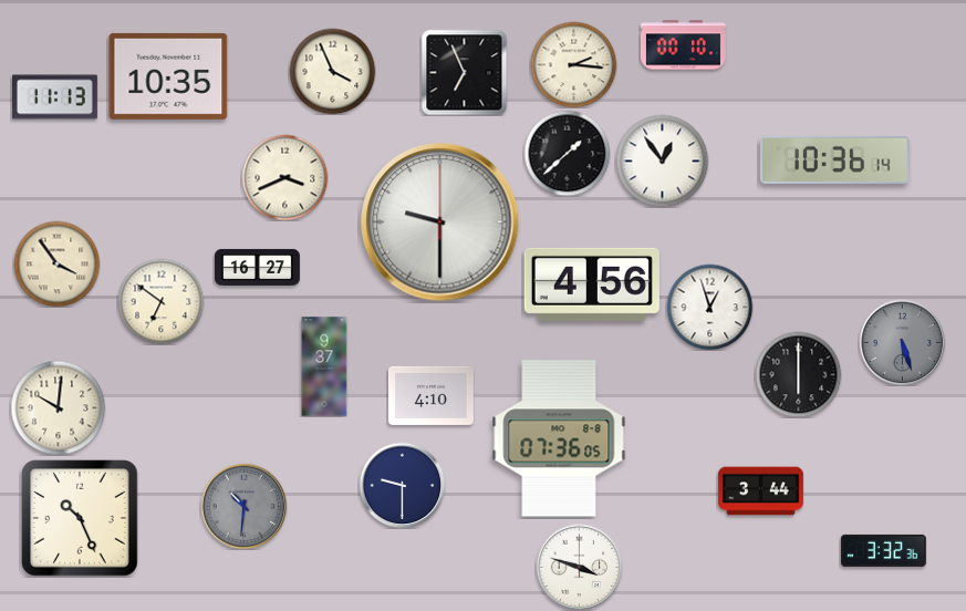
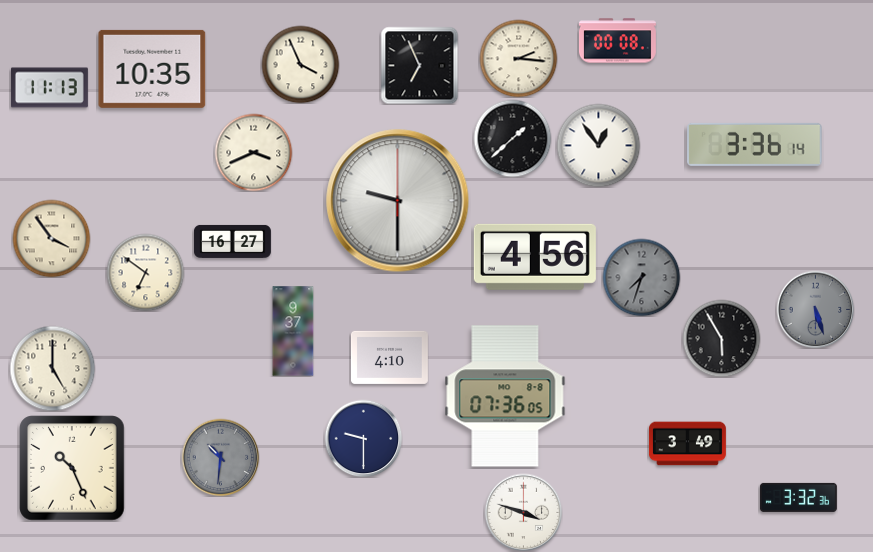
clock at (683, 45): 00:10 -> 00:08
clock at (835, 159): 10:36 -> 3:36
clock at (284, 177) position: (284, 177) -> (253, 152)
clock at (709, 307): 12:57 -> 7:33
clock at (709, 307) dial: white -> grey
clock at (798, 374): 6:00 -> 5:55
clock at (58, 407): 10:01 -> 5:00
clock at (760, 491): 3:44 -> 3:49
